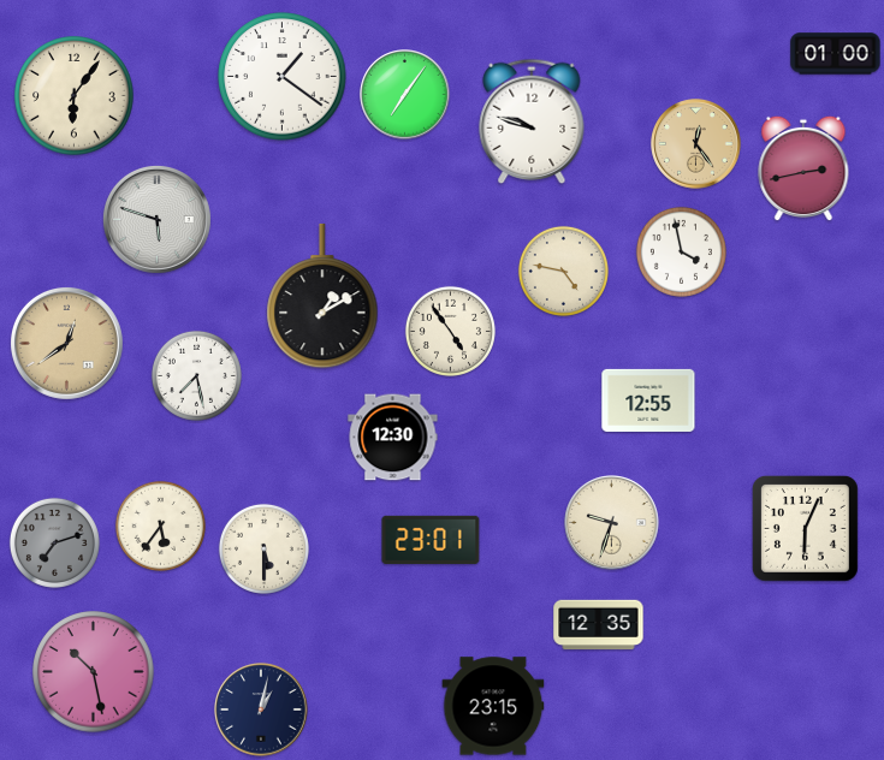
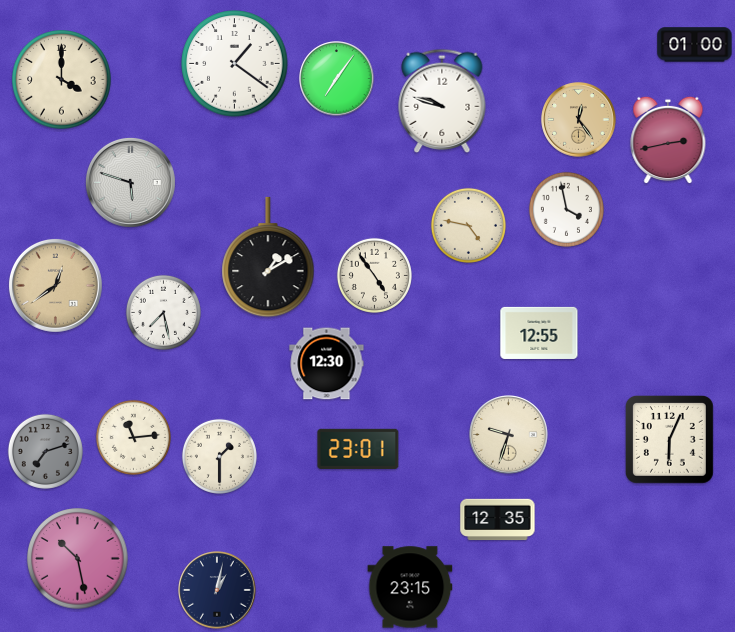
clock at (75, 96): 6:06 -> 4:00
clock at (322, 296) position: (322, 296) -> (268, 257)
clock at (160, 526): 5:36 -> 11:14
clock at (263, 548): 5:30 -> 1:30
